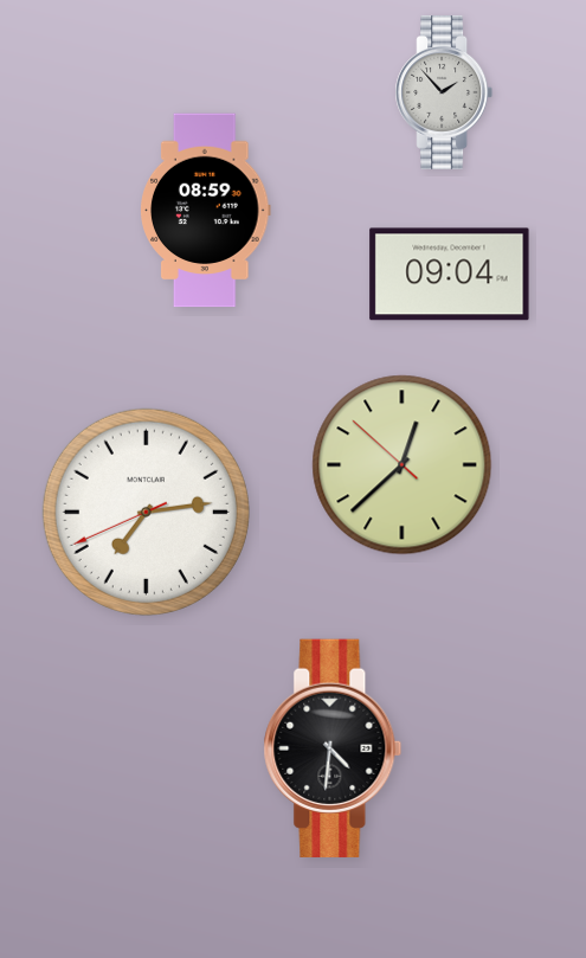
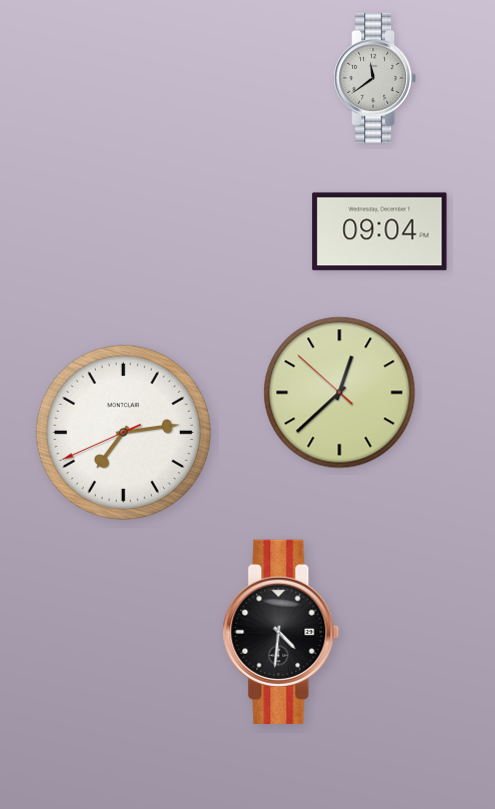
clock at (444, 92): 1:53 -> 11:39
clock at (206, 211): 08:59 -> none
